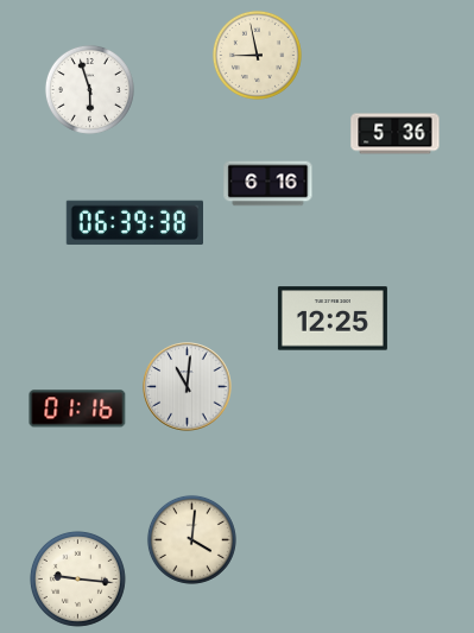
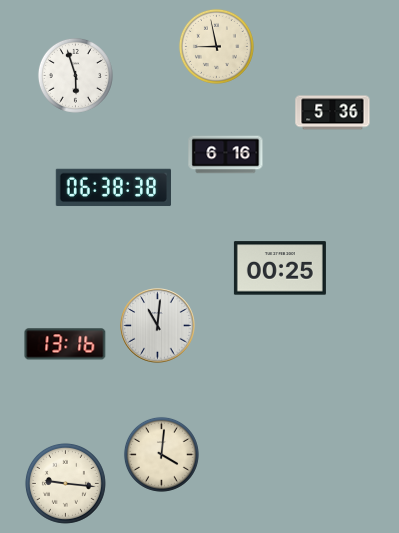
clock at (134, 223): 06:39 -> 06:38
clock at (333, 318): 12:25 -> 00:25
clock at (77, 409): 01:16 -> 13:16
clock at (77, 578) position: (77, 578) -> (65, 483)
